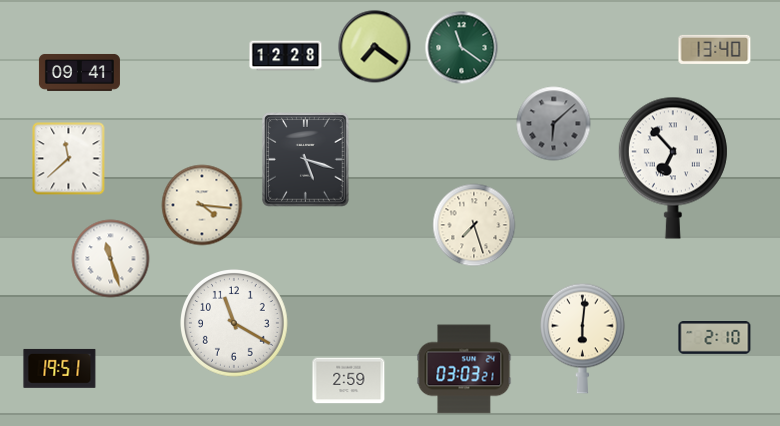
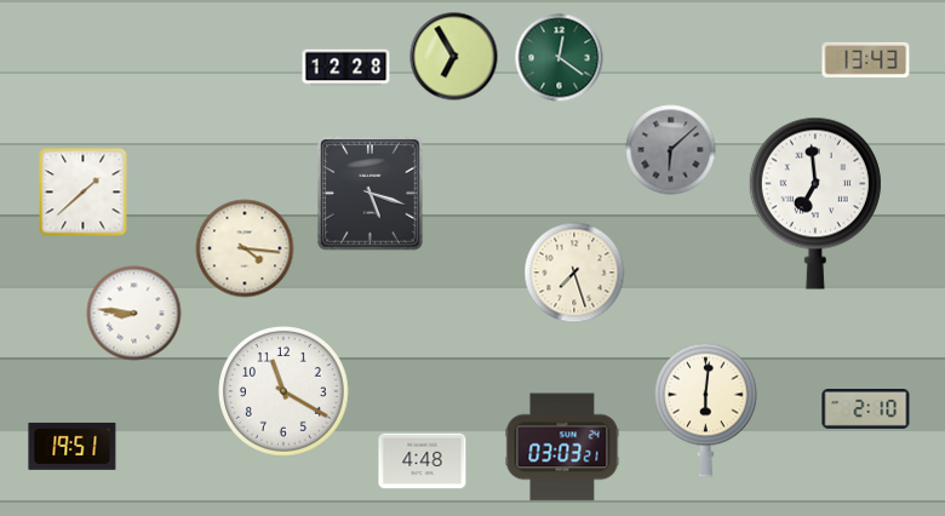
clock at (375, 47): 7:21 -> 6:55
clock at (462, 48): 11:21 -> 12:21
clock at (715, 49): 13:40 -> 13:43
clock at (79, 72): 09:41 -> none
clock at (69, 159): 11:38 -> 1:38
clock at (673, 168): 6:53 -> 6:59
clock at (111, 259): 11:27 -> 8:46
clock at (349, 381): 2:59 -> 4:48
